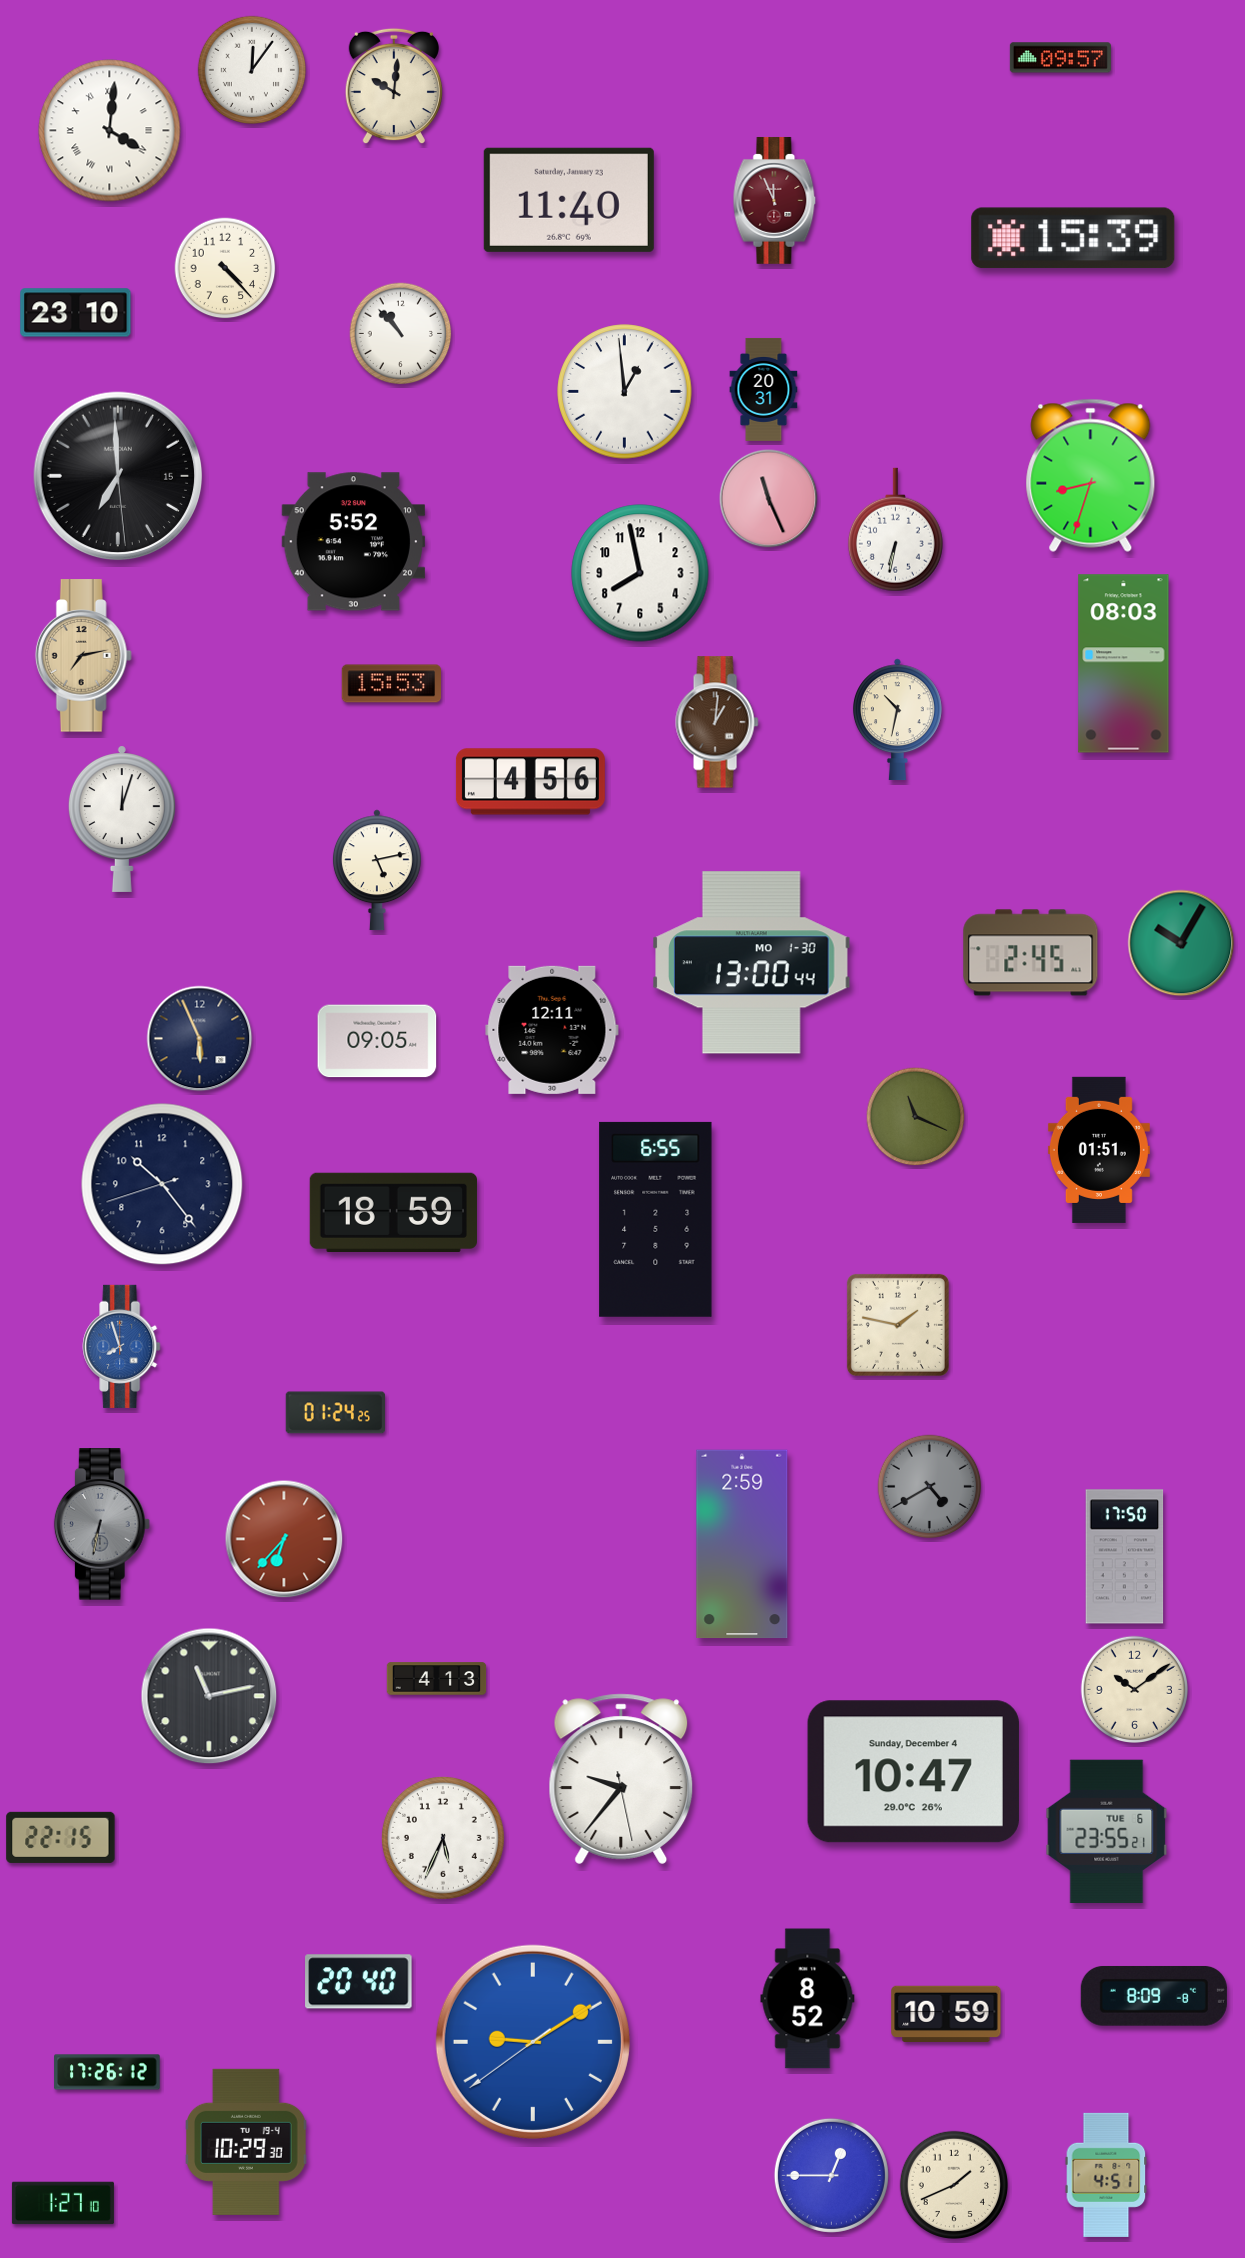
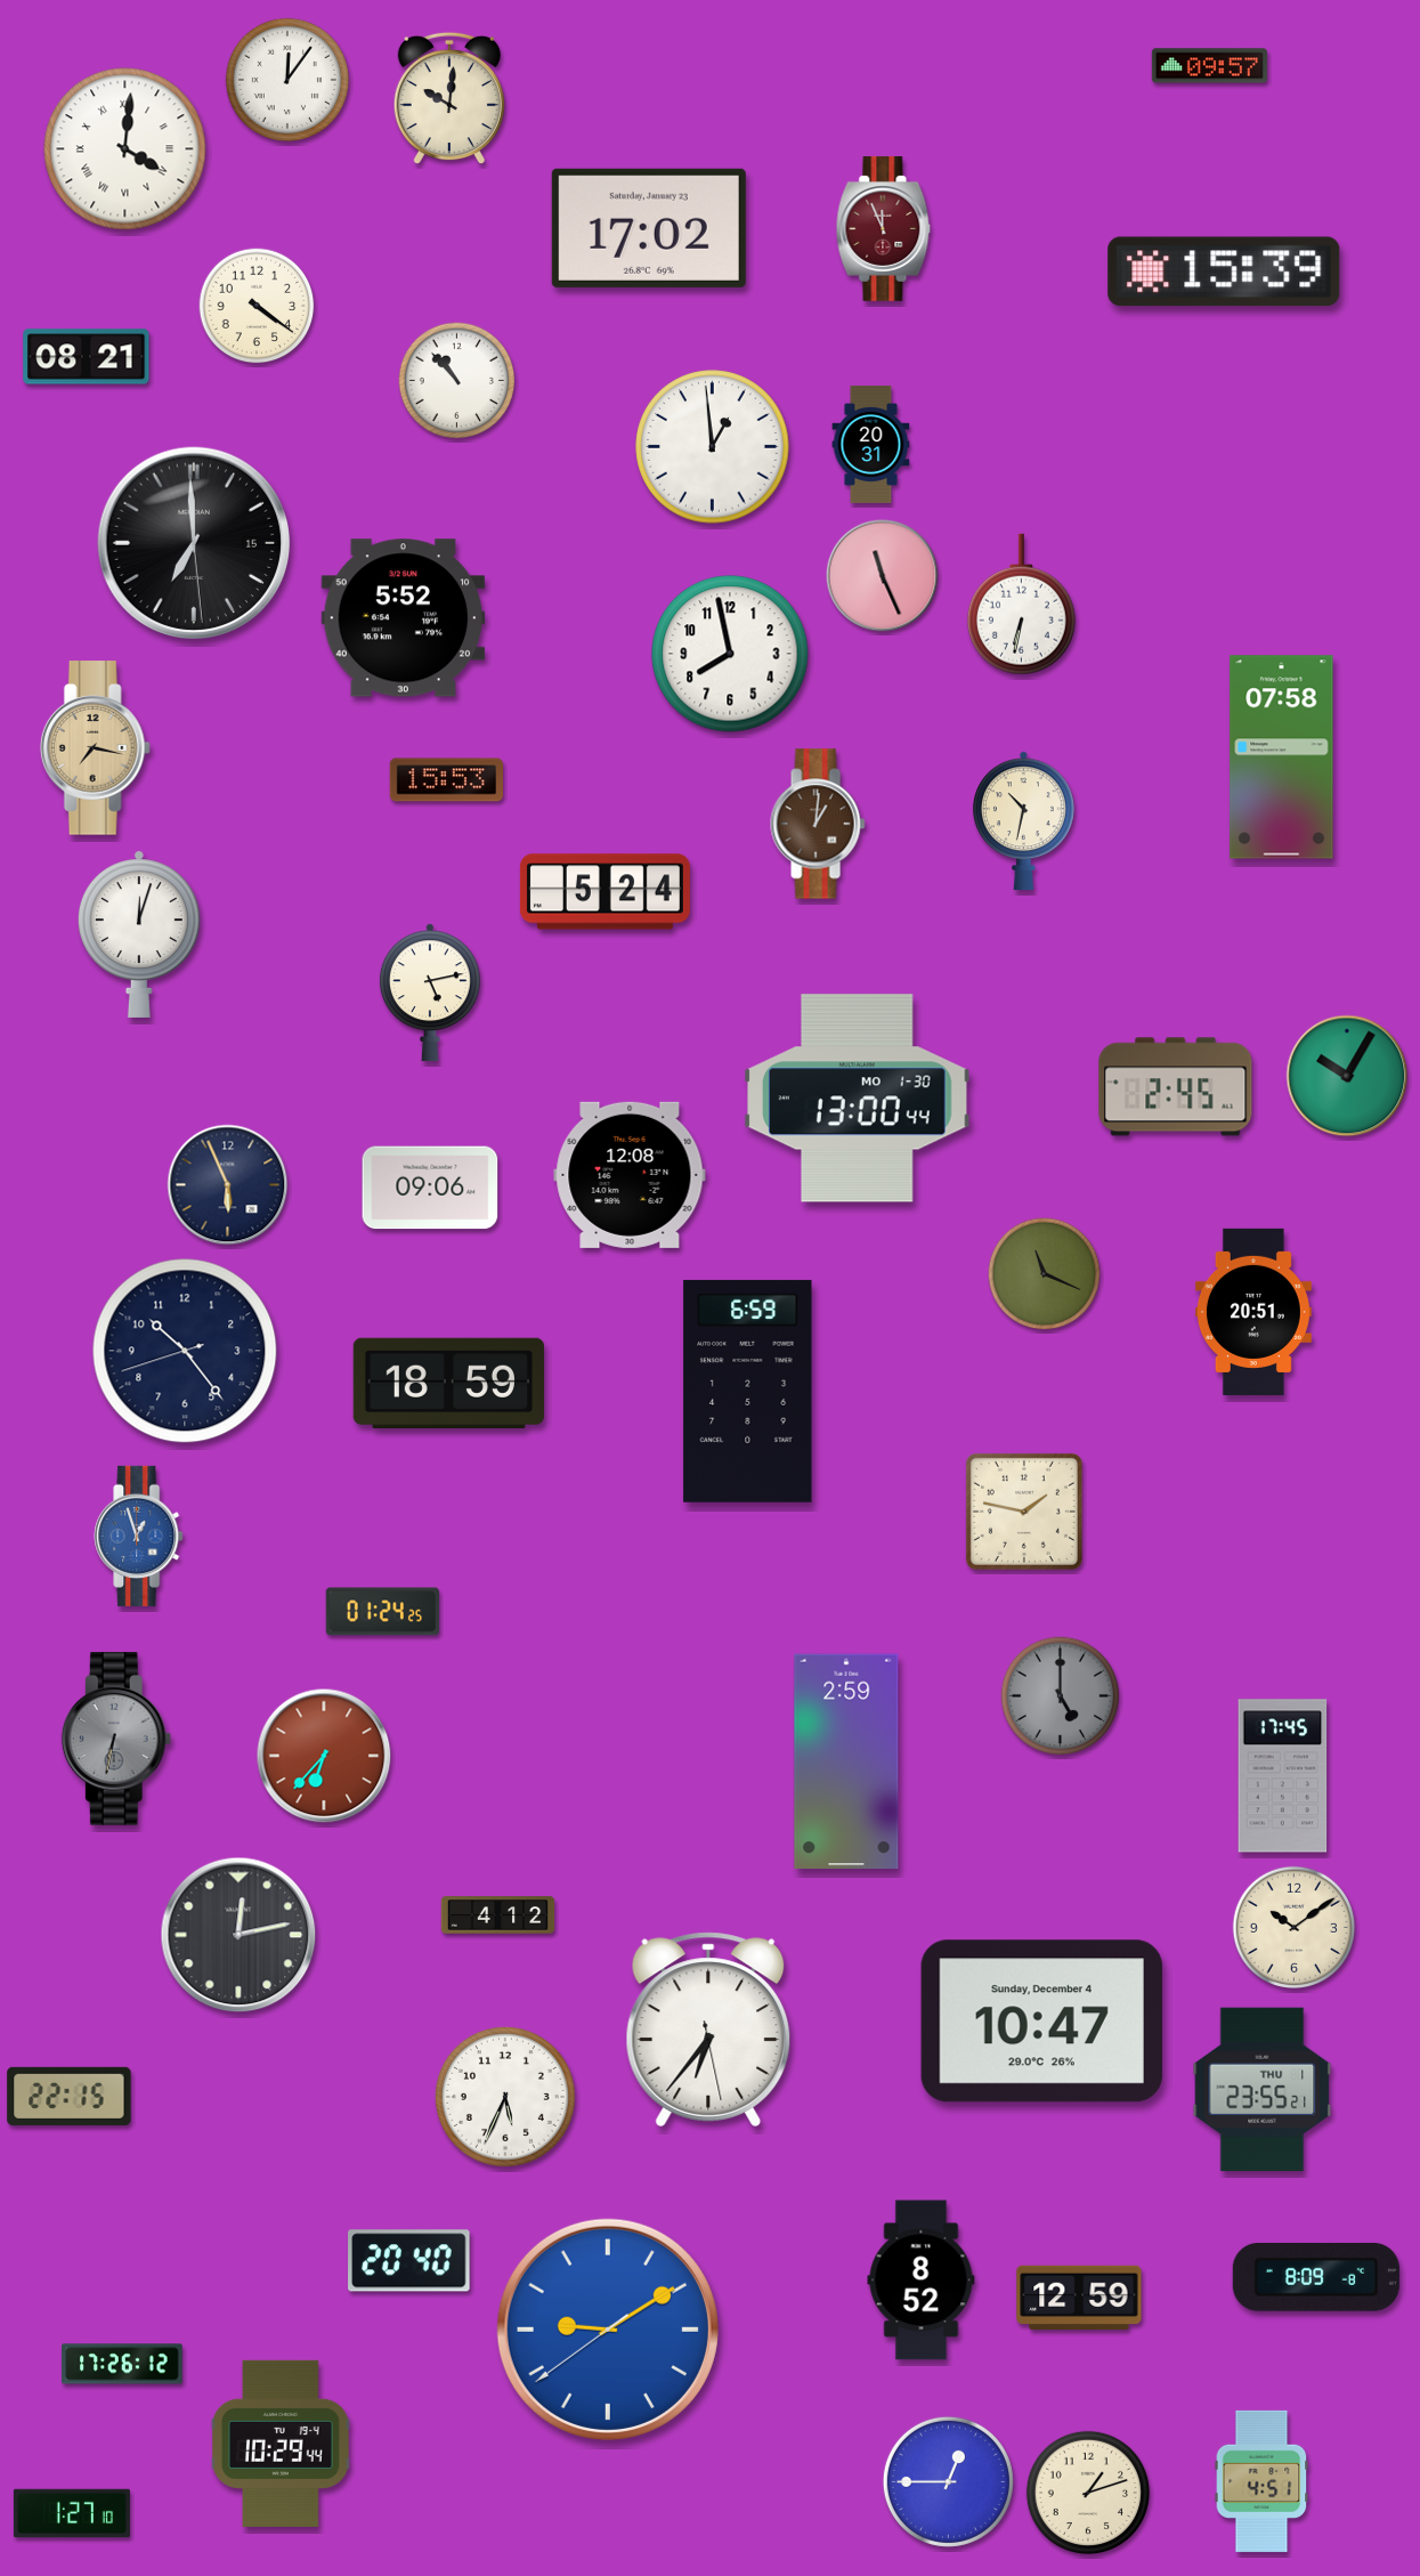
clock at (569, 200): 11:40 -> 17:02
clock at (225, 268): 4:23 -> 4:21
clock at (76, 313): 23:10 -> 08:21
clock at (1091, 475): 8:33 -> none
clock at (118, 476) position: (118, 476) -> (194, 543)
clock at (769, 499) position: (769, 499) -> (883, 576)
clock at (83, 656): 7:13 -> 7:17
clock at (1124, 664): 08:03 -> 07:58
clock at (530, 782): 4:56 -> 5:24
clock at (552, 1030): 12:11 -> 12:08
clock at (377, 1041): 09:05 -> 09:06
clock at (1099, 1150): 01:51 -> 20:51
clock at (656, 1219): 6:55 -> 6:59
clock at (122, 1346): 7:57 -> 12:57
clock at (930, 1487): 4:40 -> 5:00
clock at (1125, 1557): 17:50 -> 17:45
clock at (437, 1679): 4:13 -> 4:12
clock at (209, 1696): 11:13 -> 12:13
clock at (621, 1779): 9:36 -> 6:36
clock at (1107, 1832) date: TUE 6 -> THU 1
clock at (946, 2014): 10:59 -> 12:59
clock at (246, 2142): 10:29:30 -> 10:29:44
clock at (953, 2184): 1:41 -> 1:12
